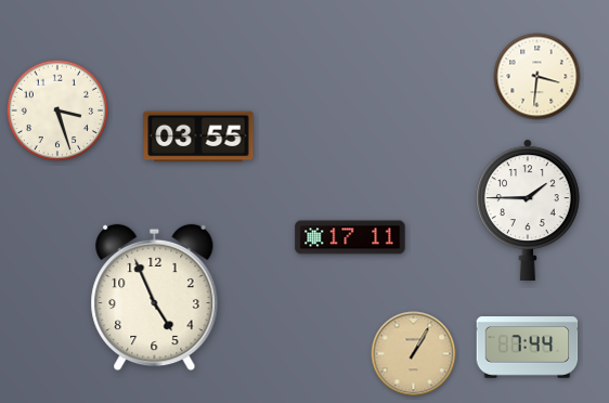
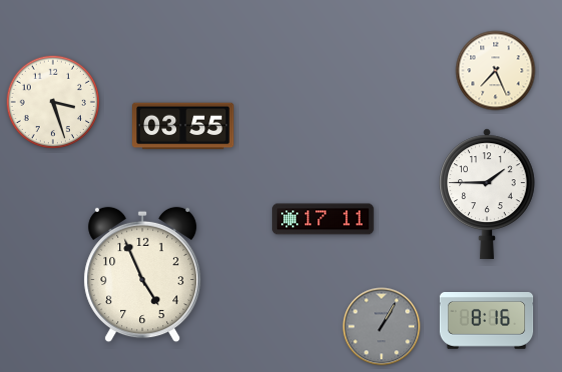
clock at (537, 77): 3:31 -> 7:26
clock at (528, 348): 7:44 -> 8:16
clock at (414, 354) dial: champagne -> grey
